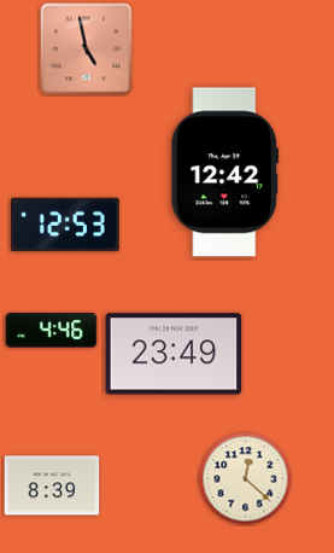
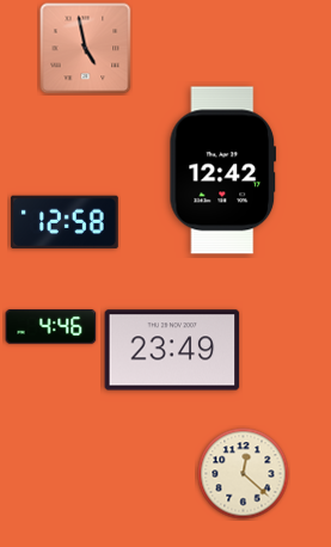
clock at (66, 225): 12:53 -> 12:58
clock at (52, 485): 8:39 -> none
